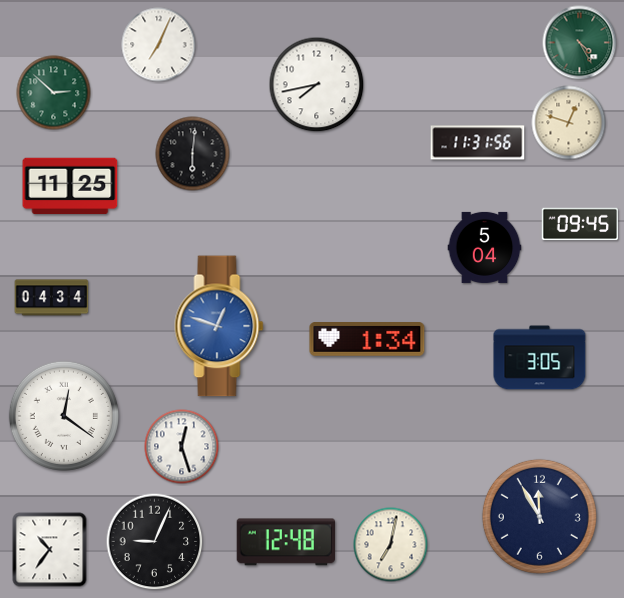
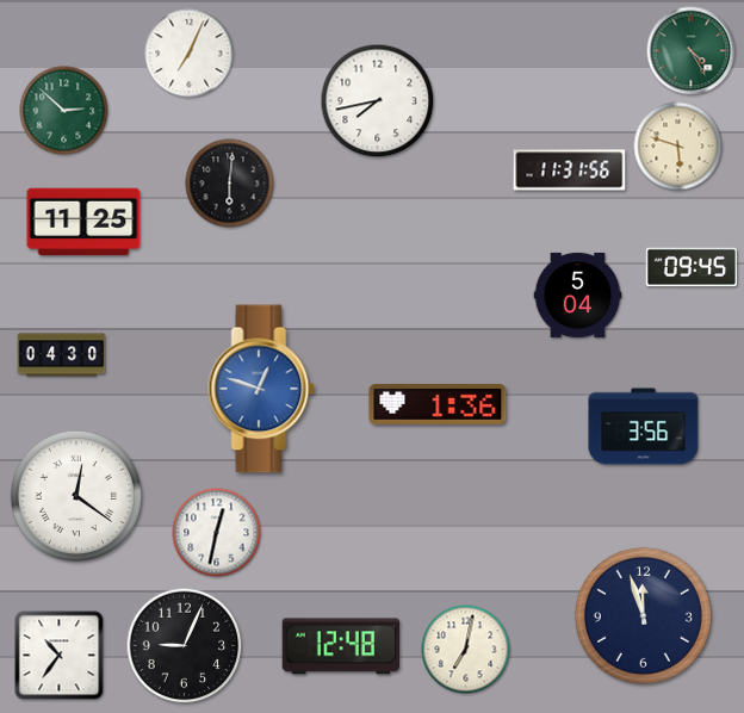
clock at (569, 123): 12:48 -> 5:48
clock at (52, 298): 04:34 -> 04:30
clock at (367, 340): 1:34 -> 1:36
clock at (540, 358): 3:05 -> 3:56
clock at (182, 447): 12:27 -> 12:32
clock at (539, 516): 11:55 -> 11:57
